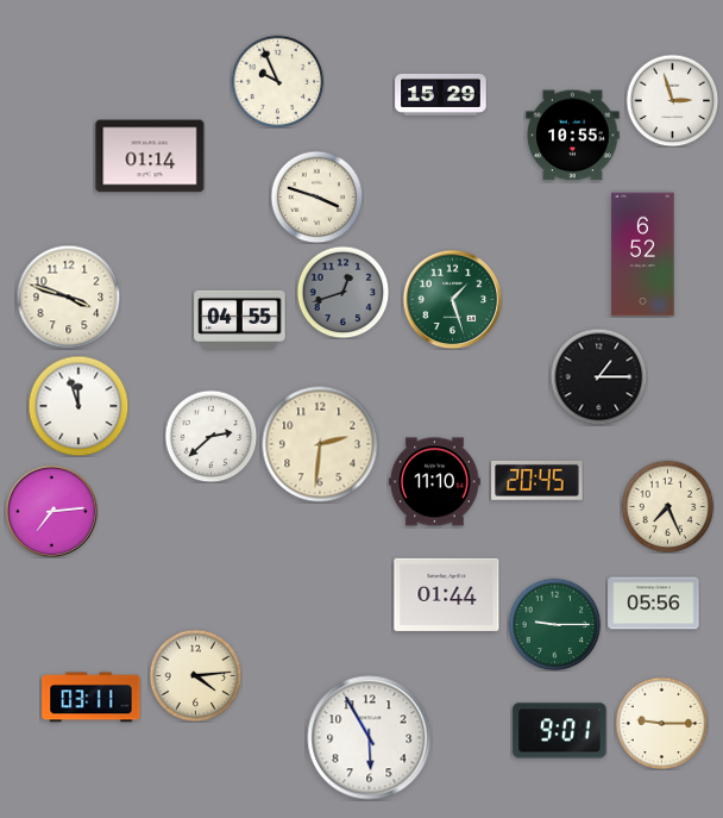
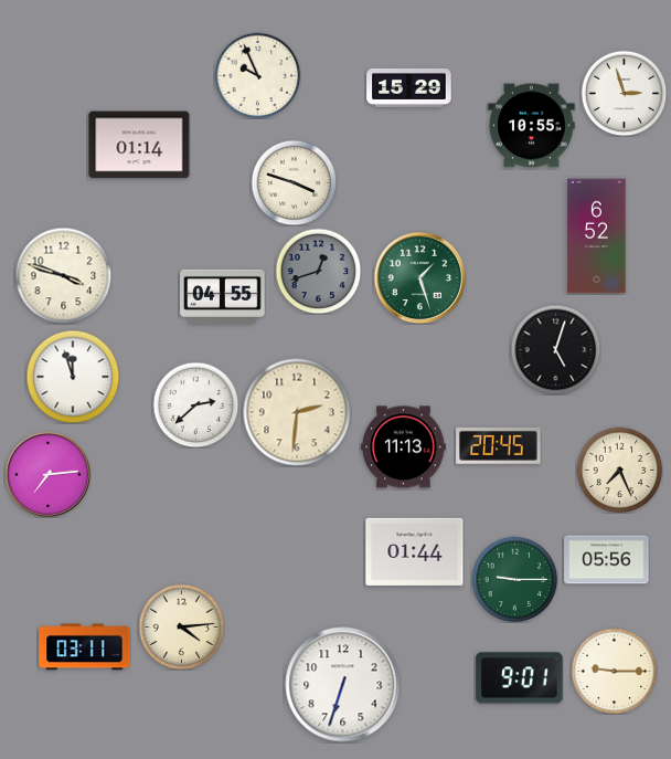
clock at (598, 376): 1:15 -> 5:03
clock at (435, 482): 11:10 -> 11:13
clock at (370, 738): 5:55 -> 6:33
